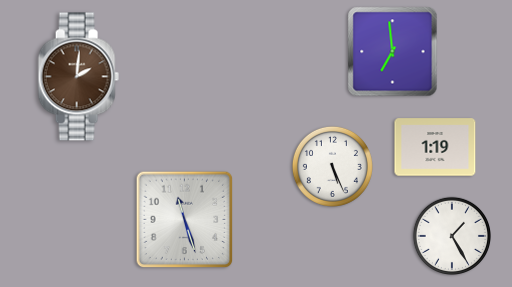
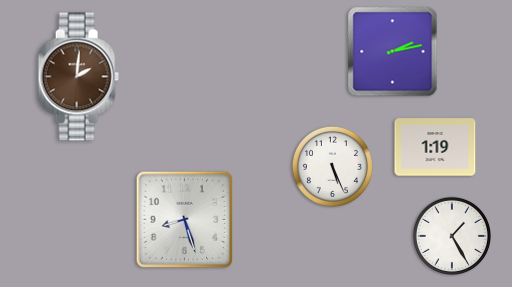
clock at (393, 52): 6:59 -> 2:13
clock at (185, 220): 11:27 -> 8:27
